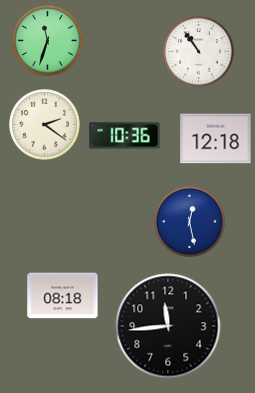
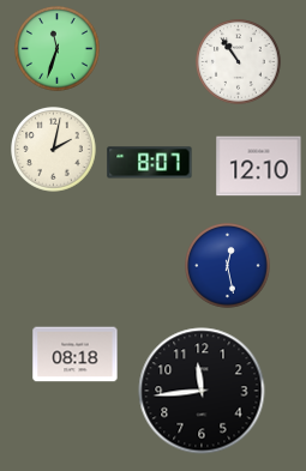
clock at (45, 125): 2:21 -> 2:02
clock at (125, 136): 10:36 -> 8:07
clock at (216, 139): 12:18 -> 12:10
